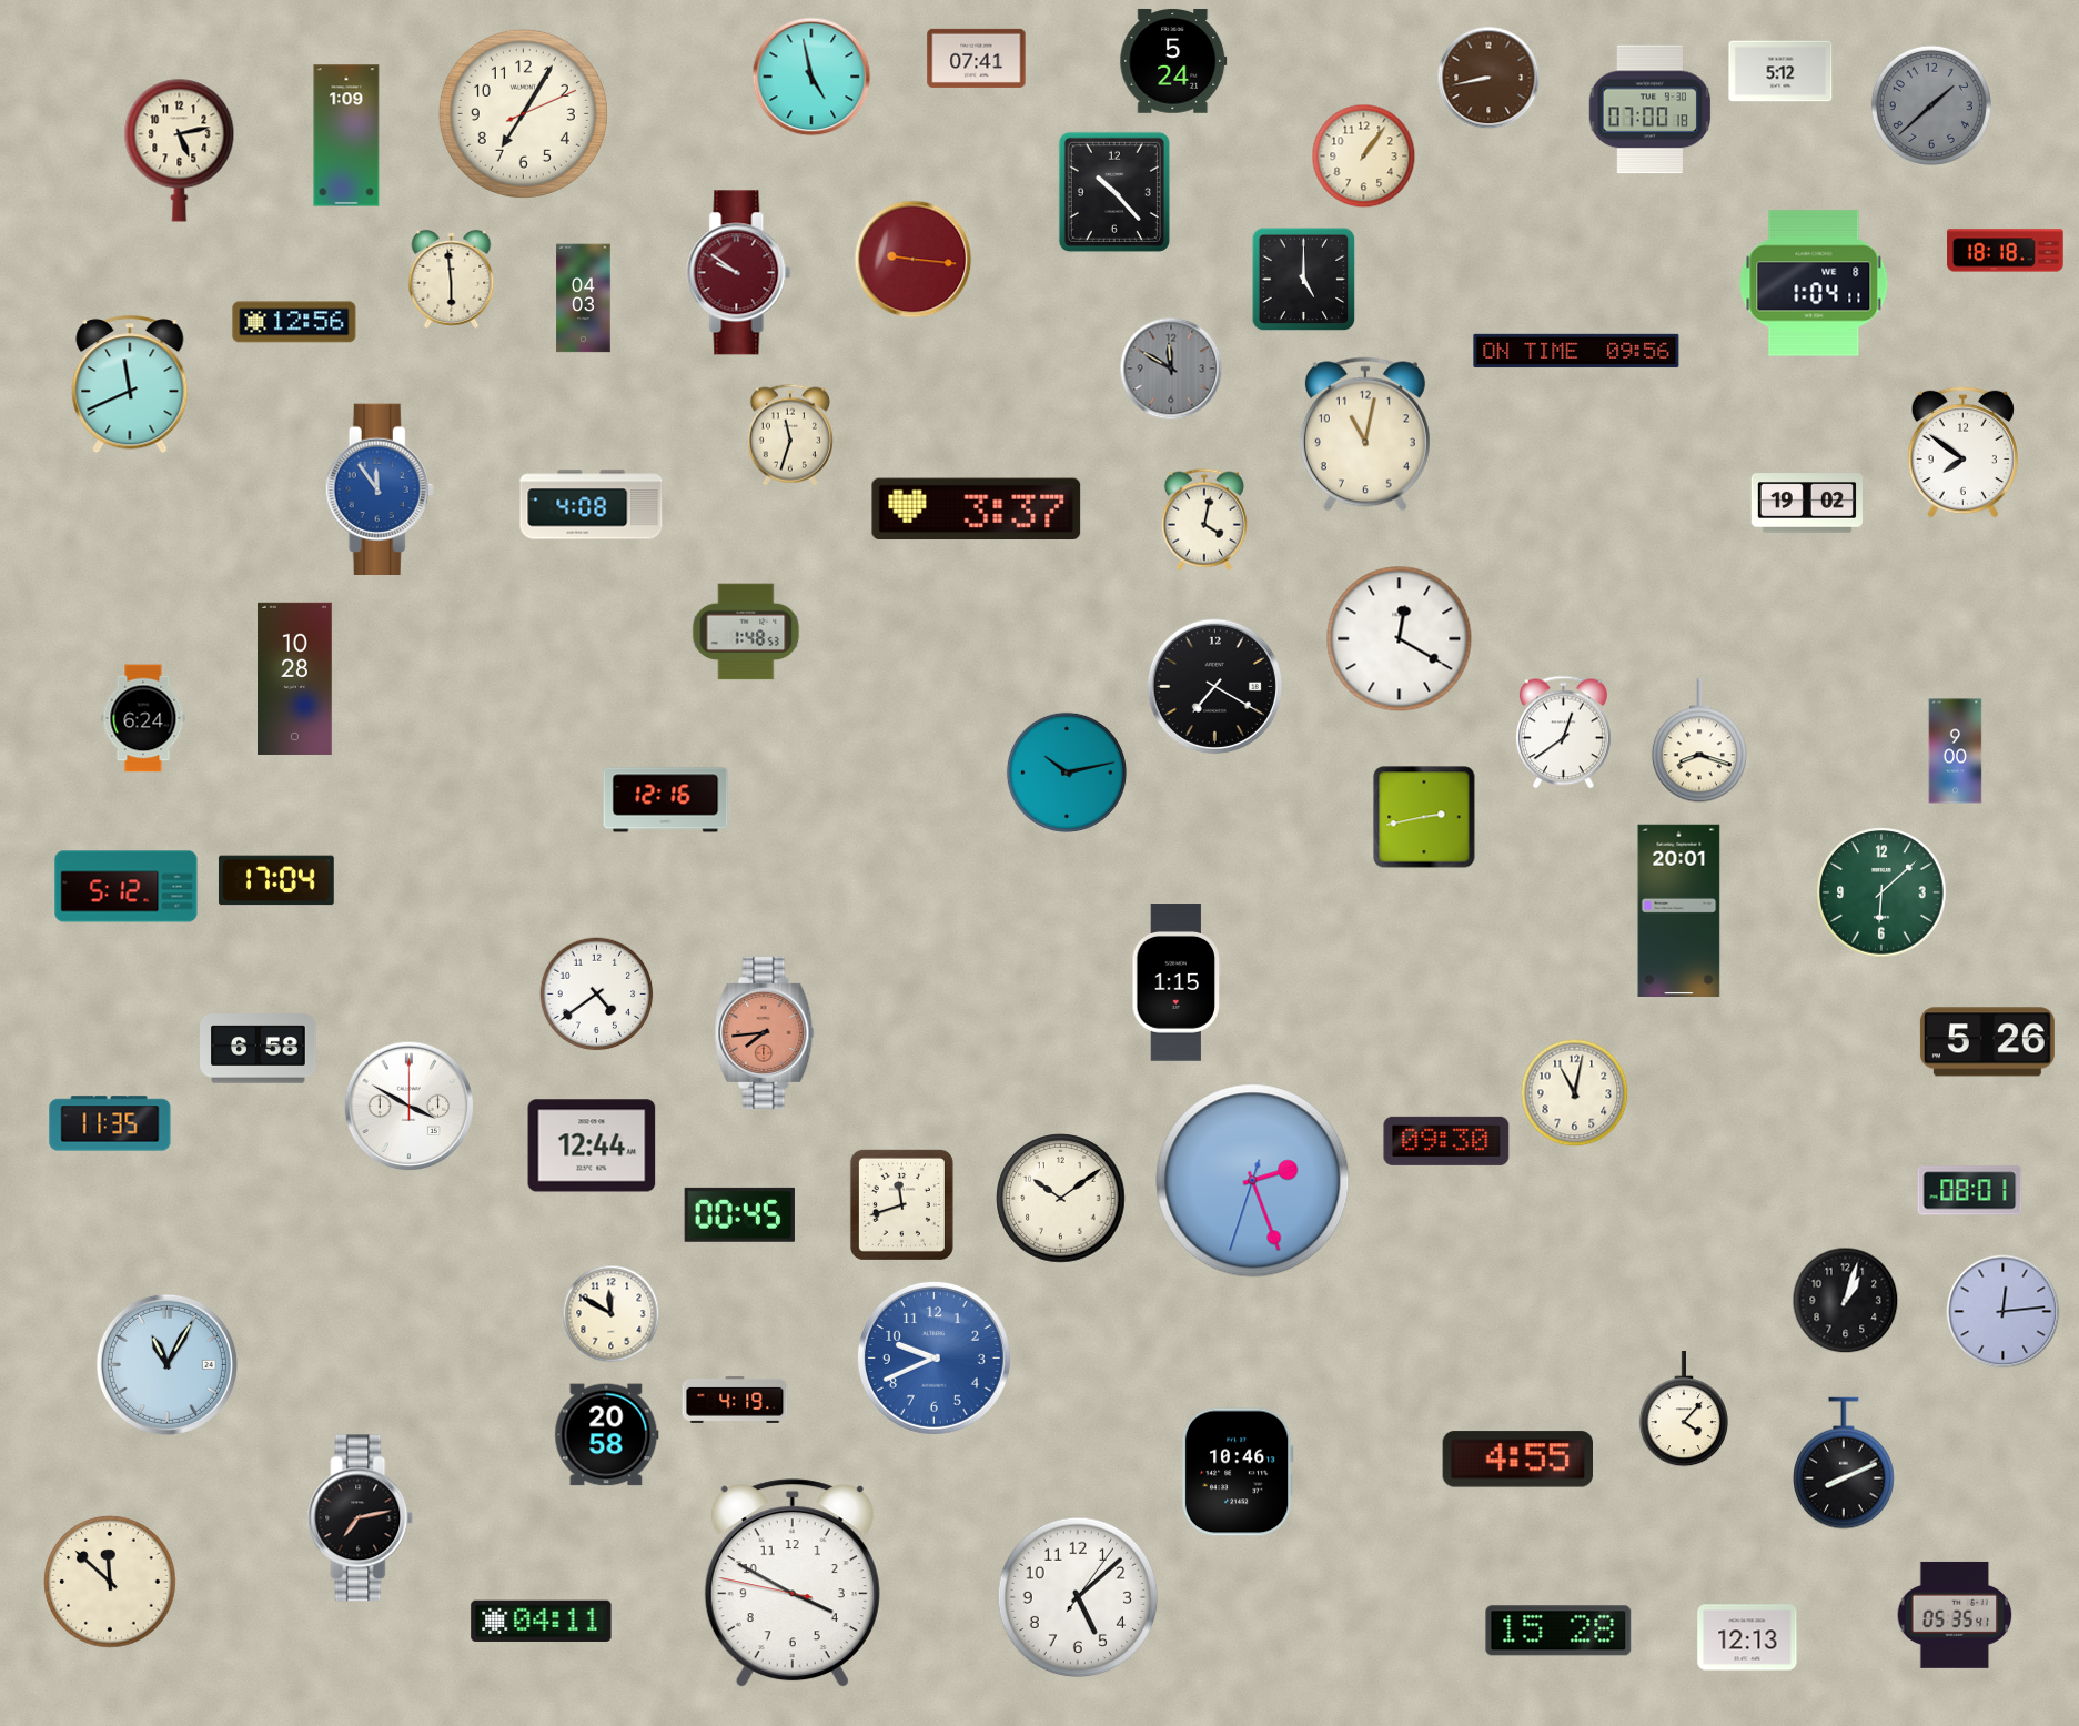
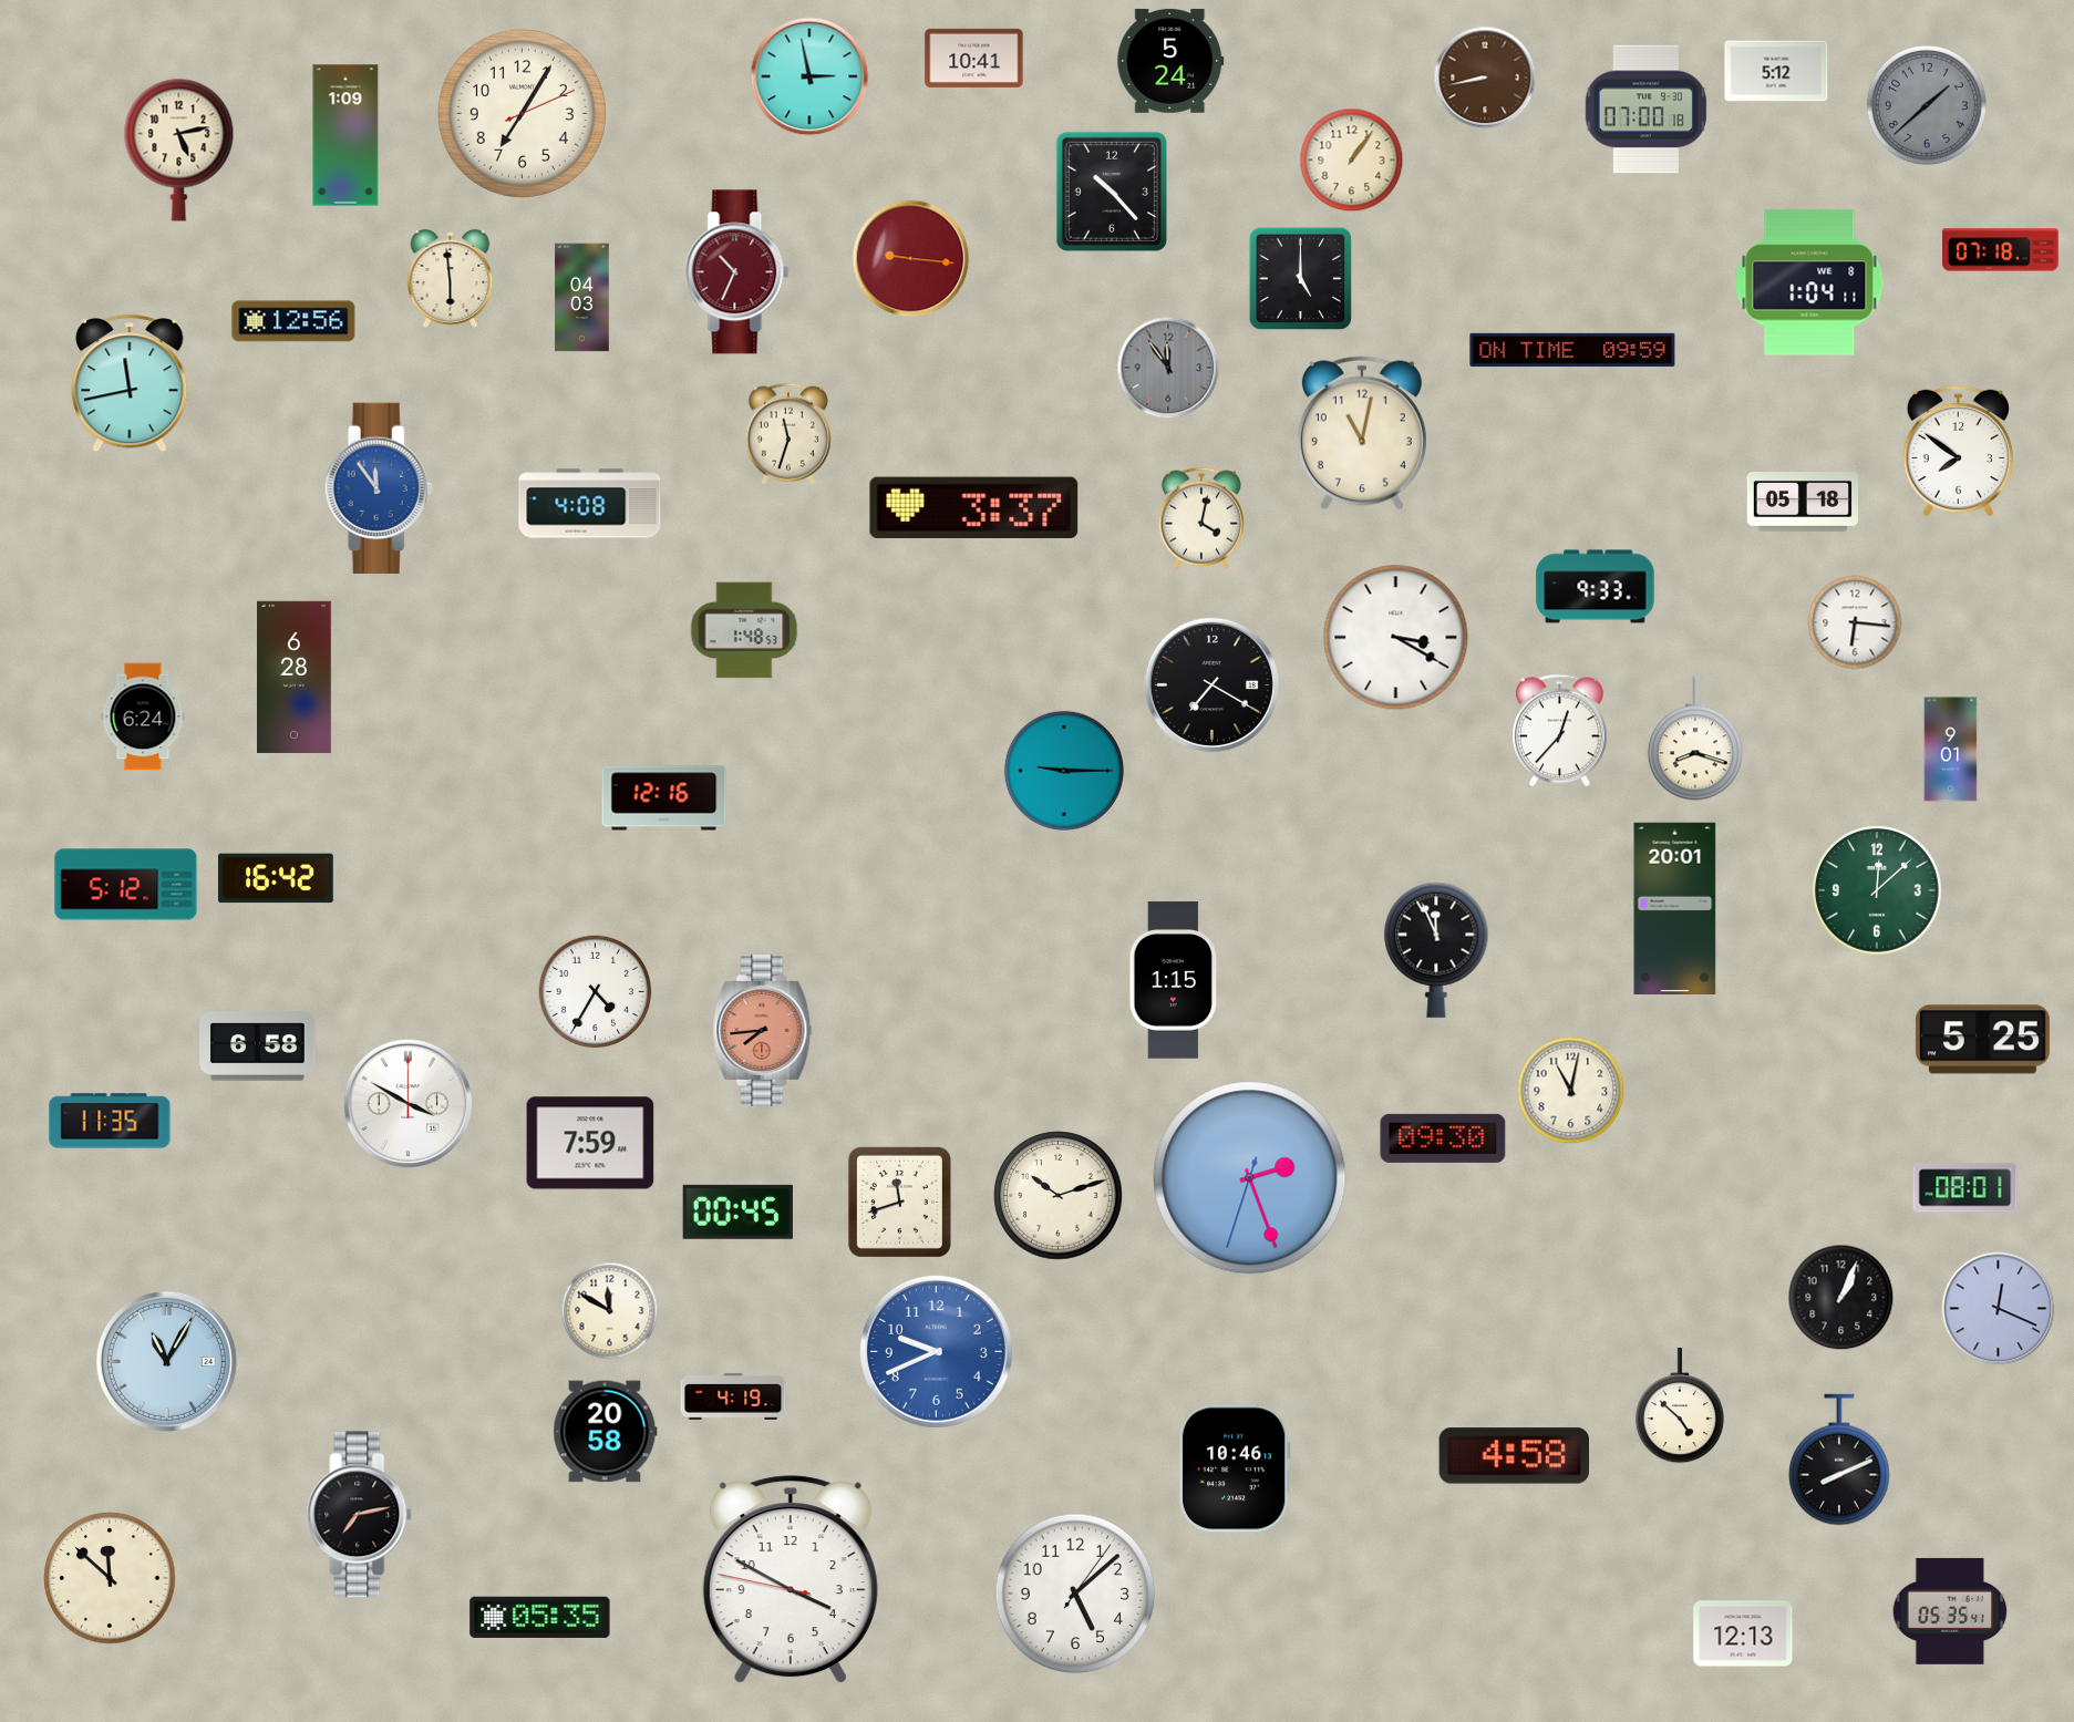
clock at (977, 58): 07:41 -> 10:41
clock at (811, 77): 4:58 -> 2:58
clock at (1364, 157) position: (1364, 157) -> (1352, 161)
clock at (2006, 251): 18:18 -> 07:18
clock at (739, 273): 9:51 -> 10:34
clock at (1576, 351): 09:56 -> 09:59
clock at (1171, 369): 11:50 -> 11:54
clock at (130, 384): 11:41 -> 11:43
clock at (1807, 503): 19:02 -> 05:18
clock at (1596, 587): none -> 9:33
clock at (1855, 622): none -> 6:16
clock at (1400, 639): 12:20 -> 3:20
clock at (295, 678): 10:28 -> 6:28
clock at (1563, 733): 12:39 -> 12:37
clock at (1956, 751): 9:00 -> 9:01
clock at (1067, 773): 10:13 -> 9:15
clock at (1424, 817): 2:43 -> none
clock at (276, 880): 17:04 -> 16:42
clock at (1881, 892): 6:08 -> 12:08
clock at (1436, 950): none -> 11:56
clock at (597, 995): 4:39 -> 4:35
clock at (1987, 1042): 5:26 -> 5:25
clock at (592, 1145): 12:44 -> 7:59
clock at (1061, 1199): 10:09 -> 10:12
clock at (1846, 1301): 1:03 -> 1:04
clock at (2004, 1312): 12:14 -> 12:19
clock at (933, 1357) position: (933, 1357) -> (936, 1351)
clock at (1684, 1410): 4:07 -> 4:52
clock at (1517, 1460): 4:55 -> 4:58
clock at (542, 1621): 04:11 -> 05:35
clock at (1558, 1631): 15:28 -> none
